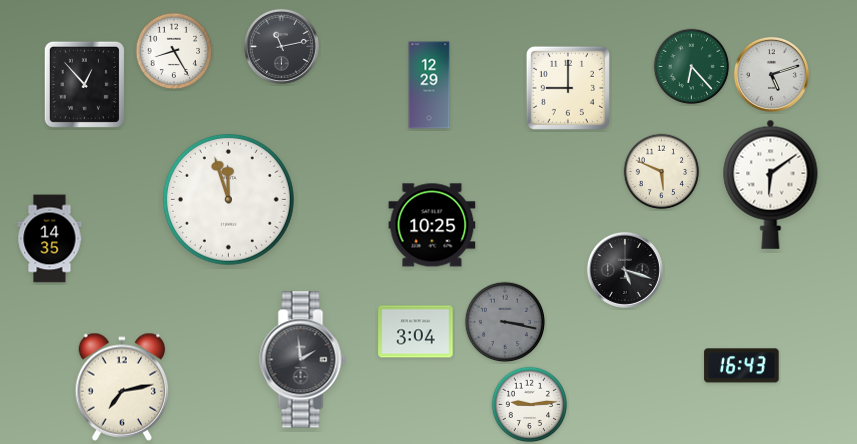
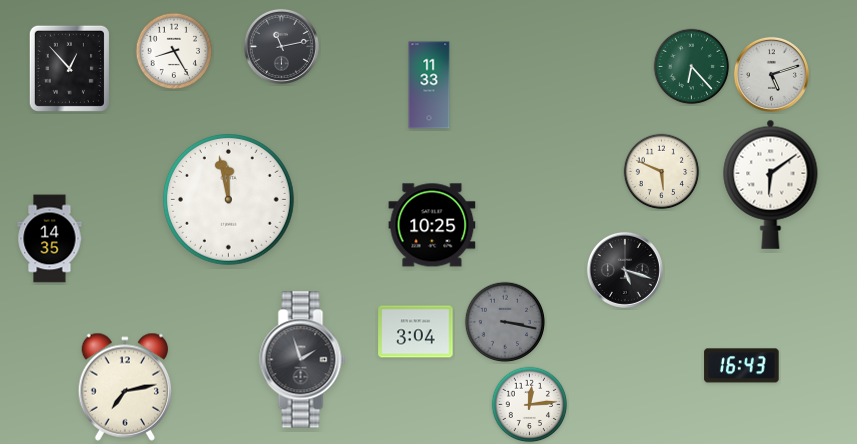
clock at (84, 84) position: (84, 84) -> (69, 68)
clock at (429, 85): 12:29 -> 11:33
clock at (568, 88): 9:00 -> none
clock at (229, 200): 11:57 -> 11:58
clock at (303, 360): 1:59 -> 1:57
clock at (122, 387) position: (122, 387) -> (125, 387)
clock at (530, 405): 9:14 -> 12:14
